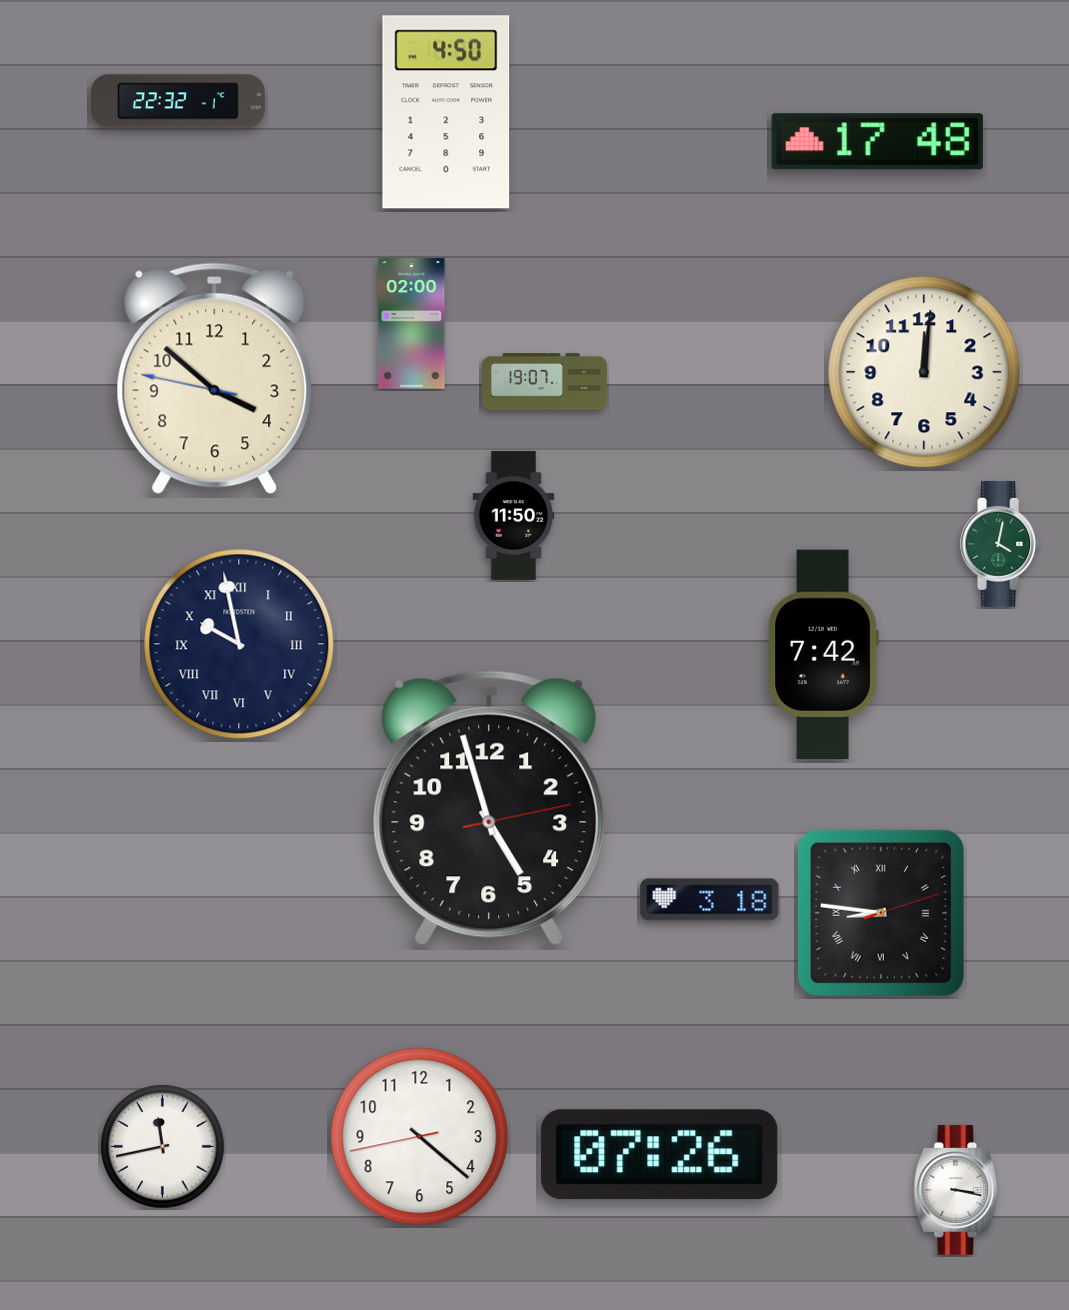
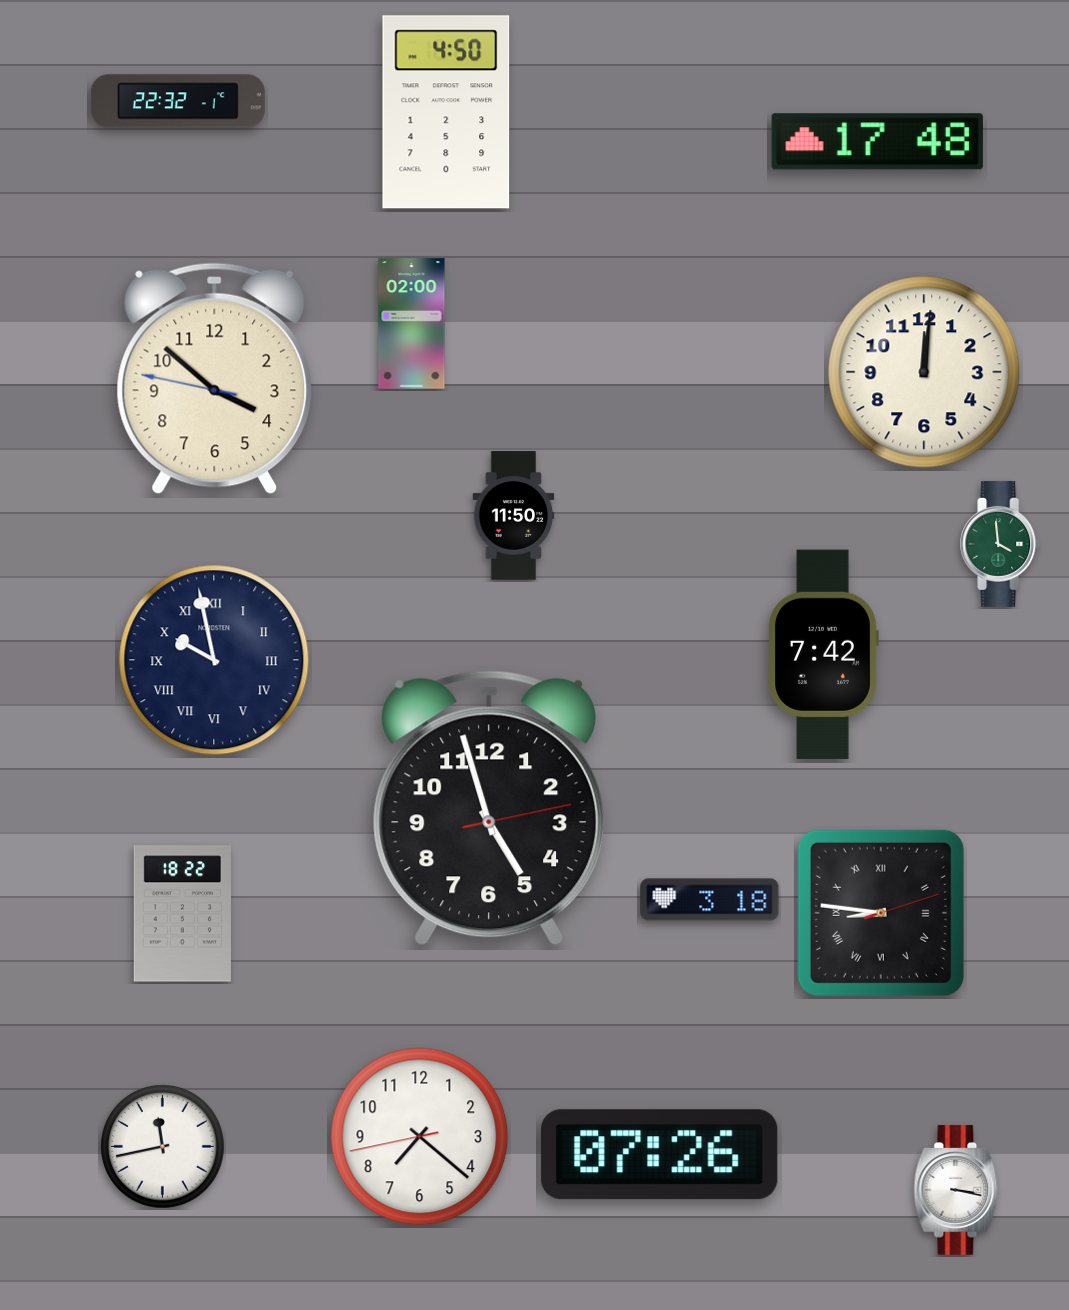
clock at (545, 382): 19:07 -> none
clock at (1001, 544): 4:02 -> 3:59
clock at (239, 644) position: (239, 644) -> (214, 660)
clock at (182, 914): none -> 18:22
clock at (420, 1137): 4:21 -> 7:21
